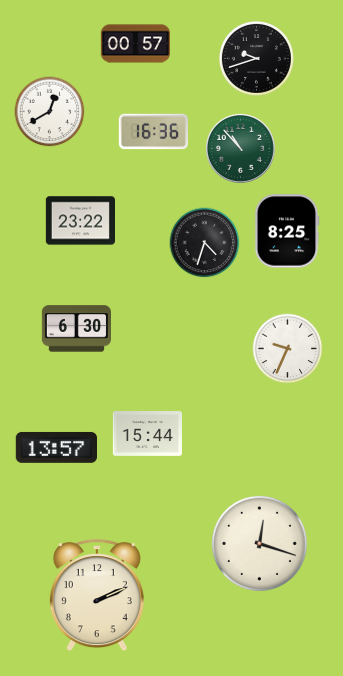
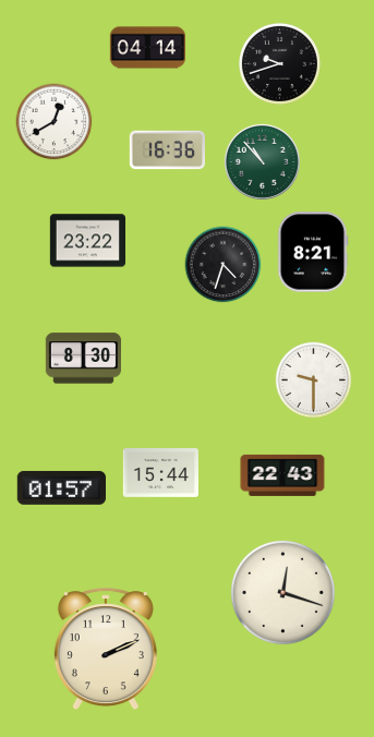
clock at (135, 44): 00:57 -> 04:14
clock at (153, 132) position: (153, 132) -> (167, 150)
clock at (287, 231): 8:25 -> 8:21
clock at (76, 329): 6:30 -> 8:30
clock at (288, 349): 9:34 -> 9:30
clock at (282, 475): none -> 22:43
clock at (56, 447): 13:57 -> 01:57
